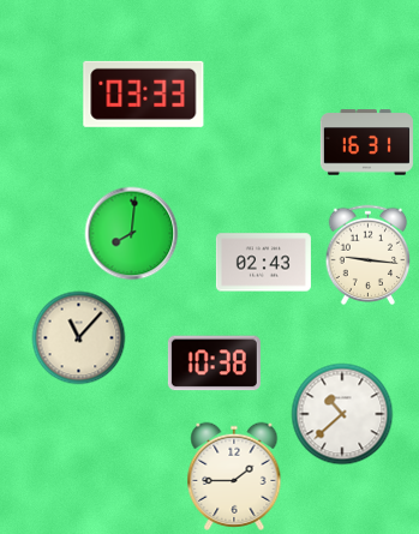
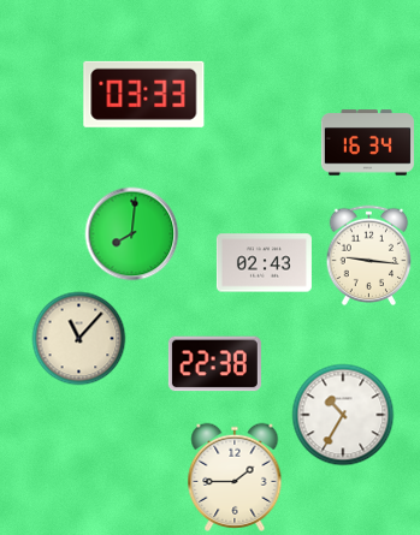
clock at (366, 143): 16:31 -> 16:34
clock at (214, 364): 10:38 -> 22:38
clock at (342, 414): 10:38 -> 10:35
